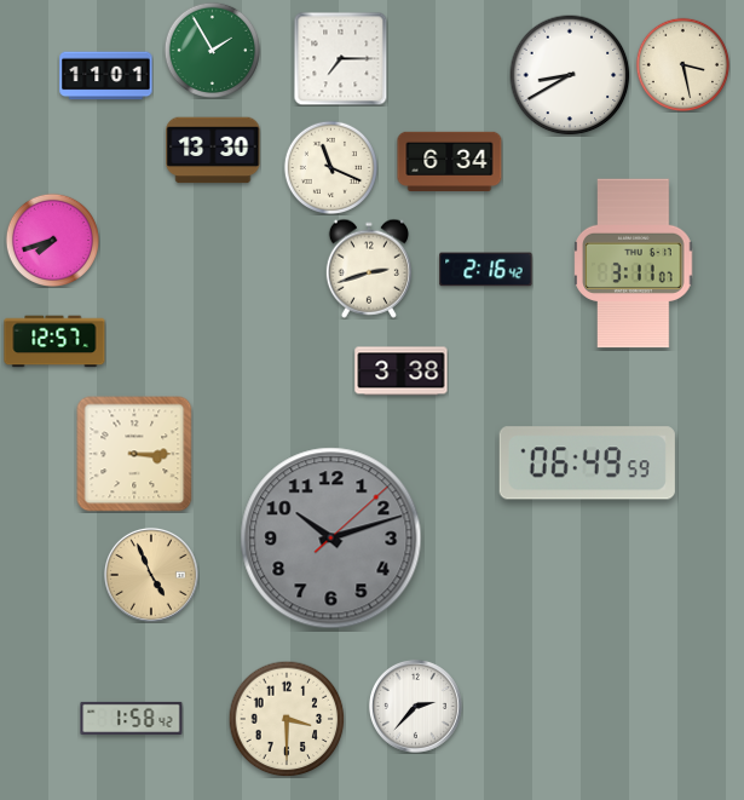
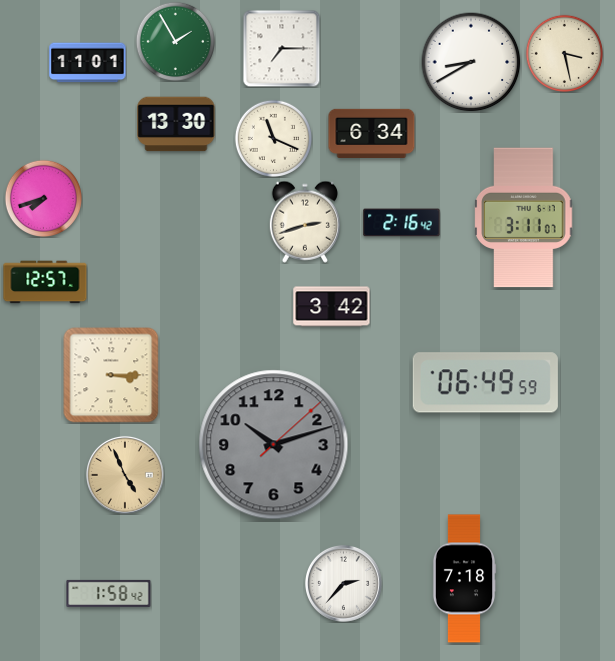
clock at (402, 372): 3:38 -> 3:42
clock at (464, 579): none -> 7:18
clock at (287, 719): 3:30 -> none
